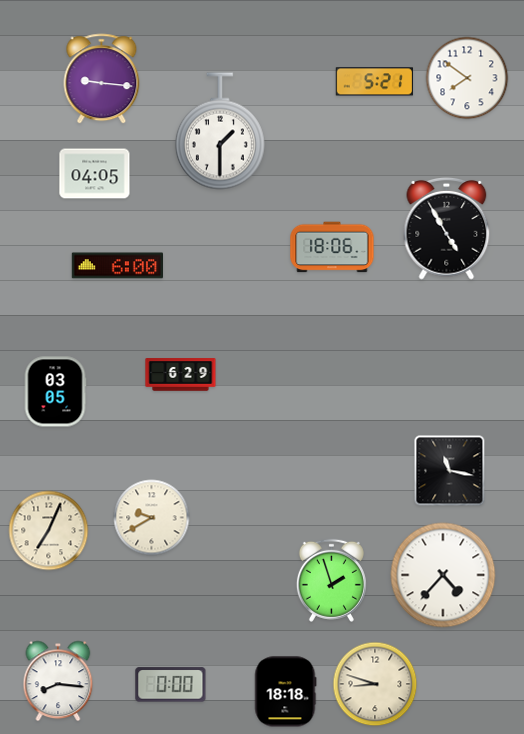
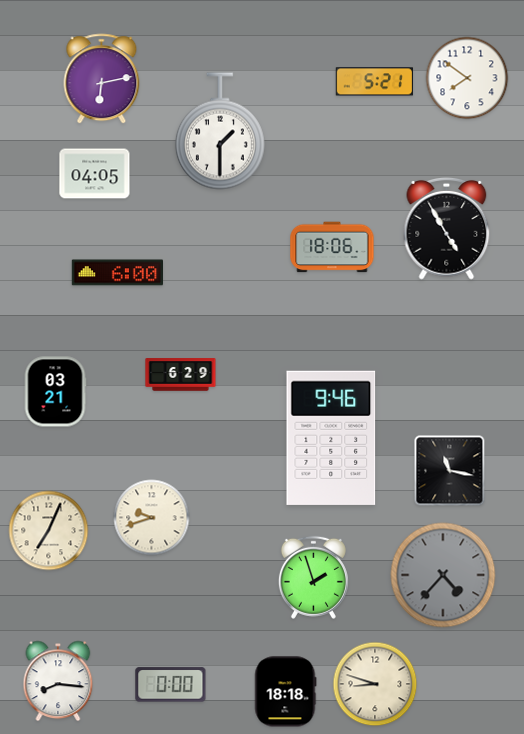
clock at (102, 79): 9:16 -> 6:13
clock at (117, 266) position: (117, 266) -> (117, 273)
clock at (55, 392): 03:05 -> 03:21
clock at (331, 438): none -> 9:46
clock at (152, 518): 9:40 -> 9:42
clock at (443, 575) dial: white -> grey
clock at (331, 580) position: (331, 580) -> (313, 577)
